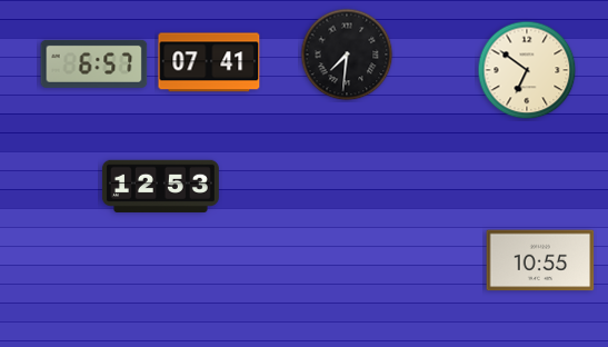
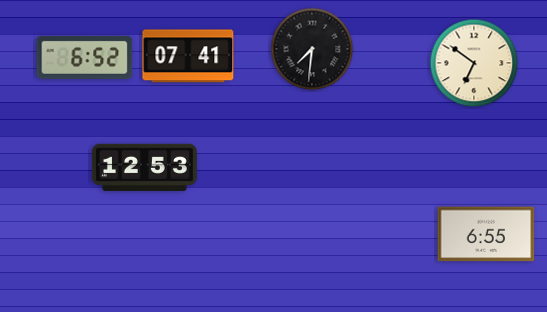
clock at (94, 63): 6:57 -> 6:52
clock at (540, 260): 10:55 -> 6:55
